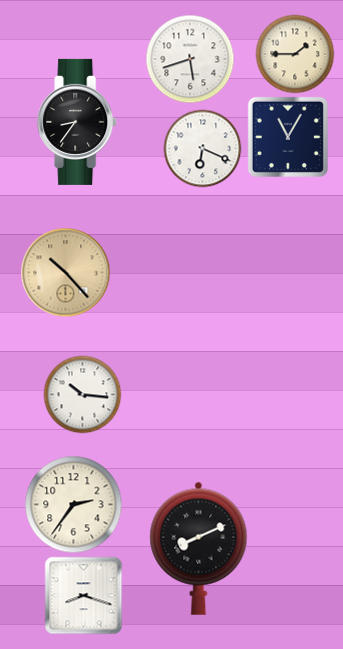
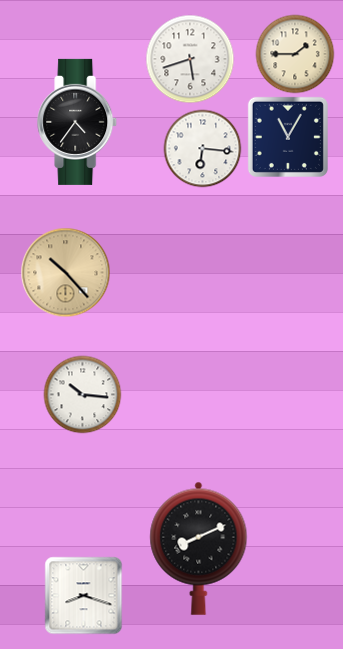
clock at (78, 122): 8:36 -> 4:36
clock at (202, 148): 6:19 -> 6:16
clock at (73, 504): 2:36 -> none
